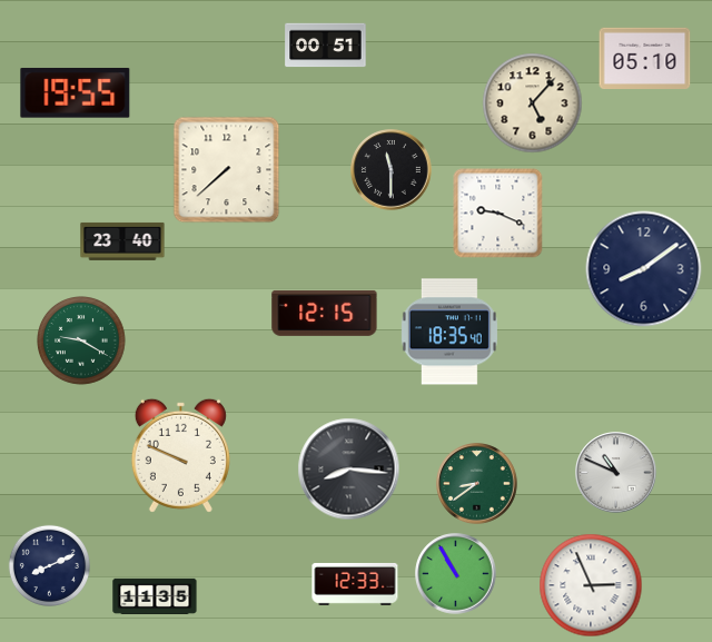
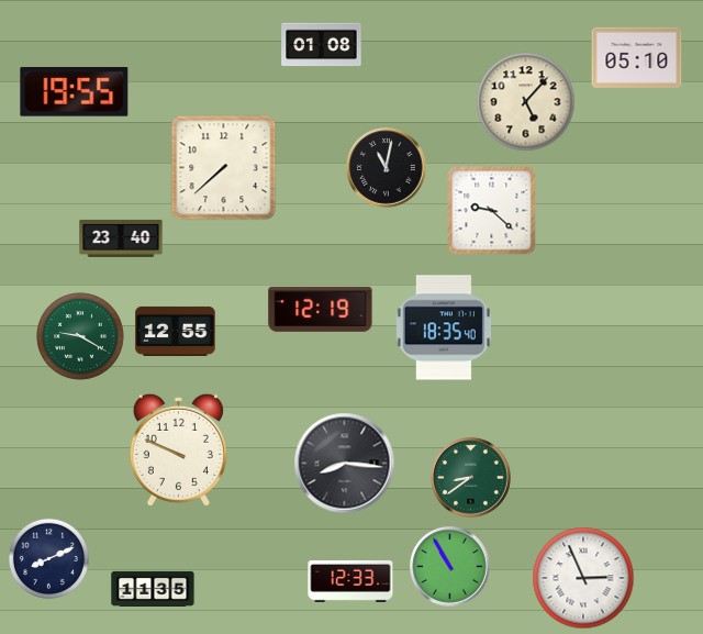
clock at (326, 46): 00:51 -> 01:08
clock at (392, 170): 11:30 -> 11:02
clock at (498, 214): 9:19 -> 9:22
clock at (644, 269): 8:09 -> none
clock at (325, 313): 12:15 -> 12:19
clock at (176, 331): none -> 12:55
clock at (616, 473): 10:49 -> none
clock at (355, 584) position: (355, 584) -> (350, 581)
